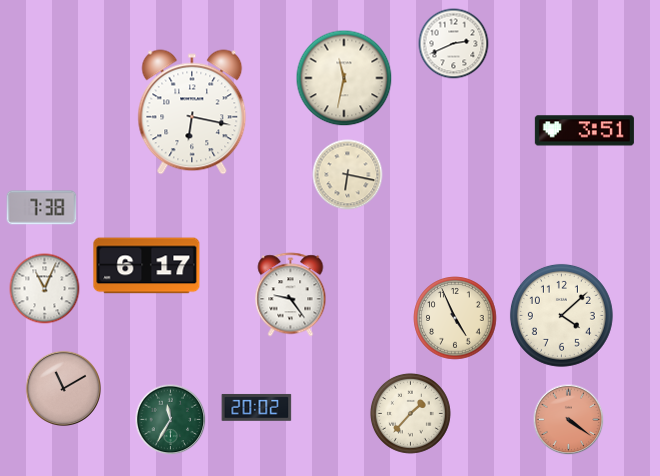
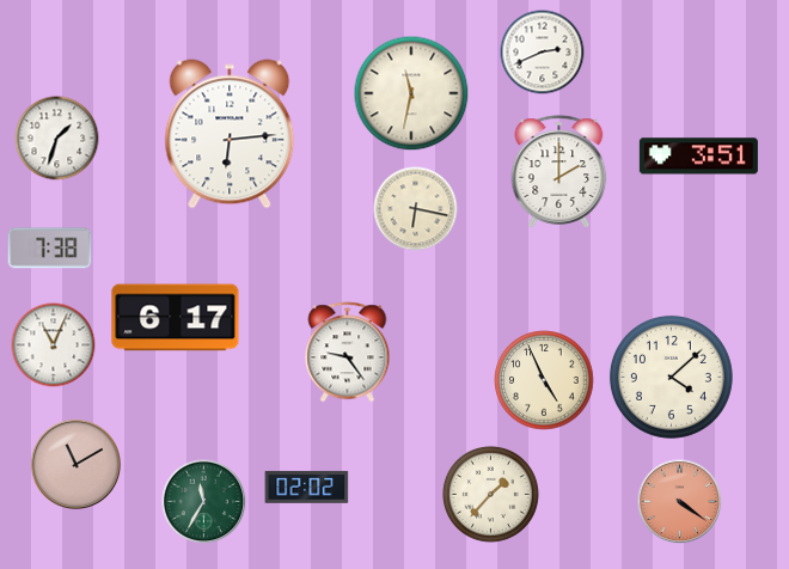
clock at (192, 112): 6:17 -> 6:14
clock at (57, 139): none -> 1:33
clock at (559, 172): none -> 2:00
clock at (257, 407): 20:02 -> 02:02
